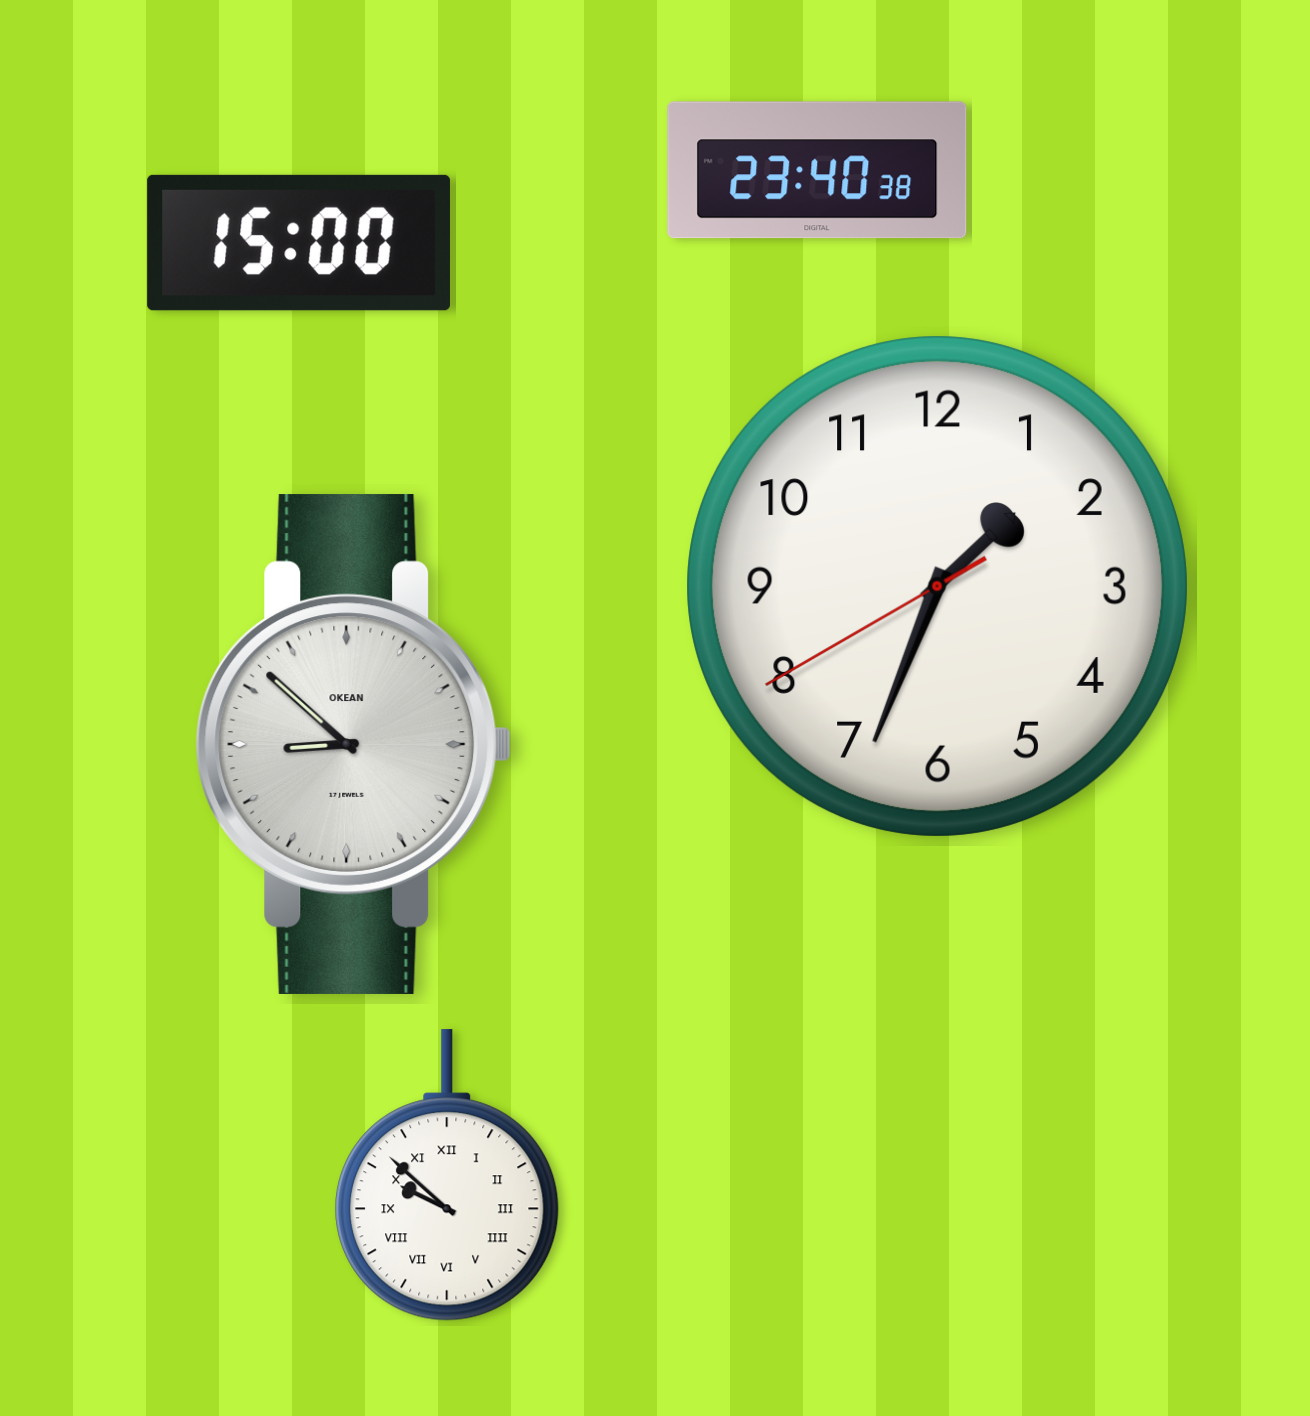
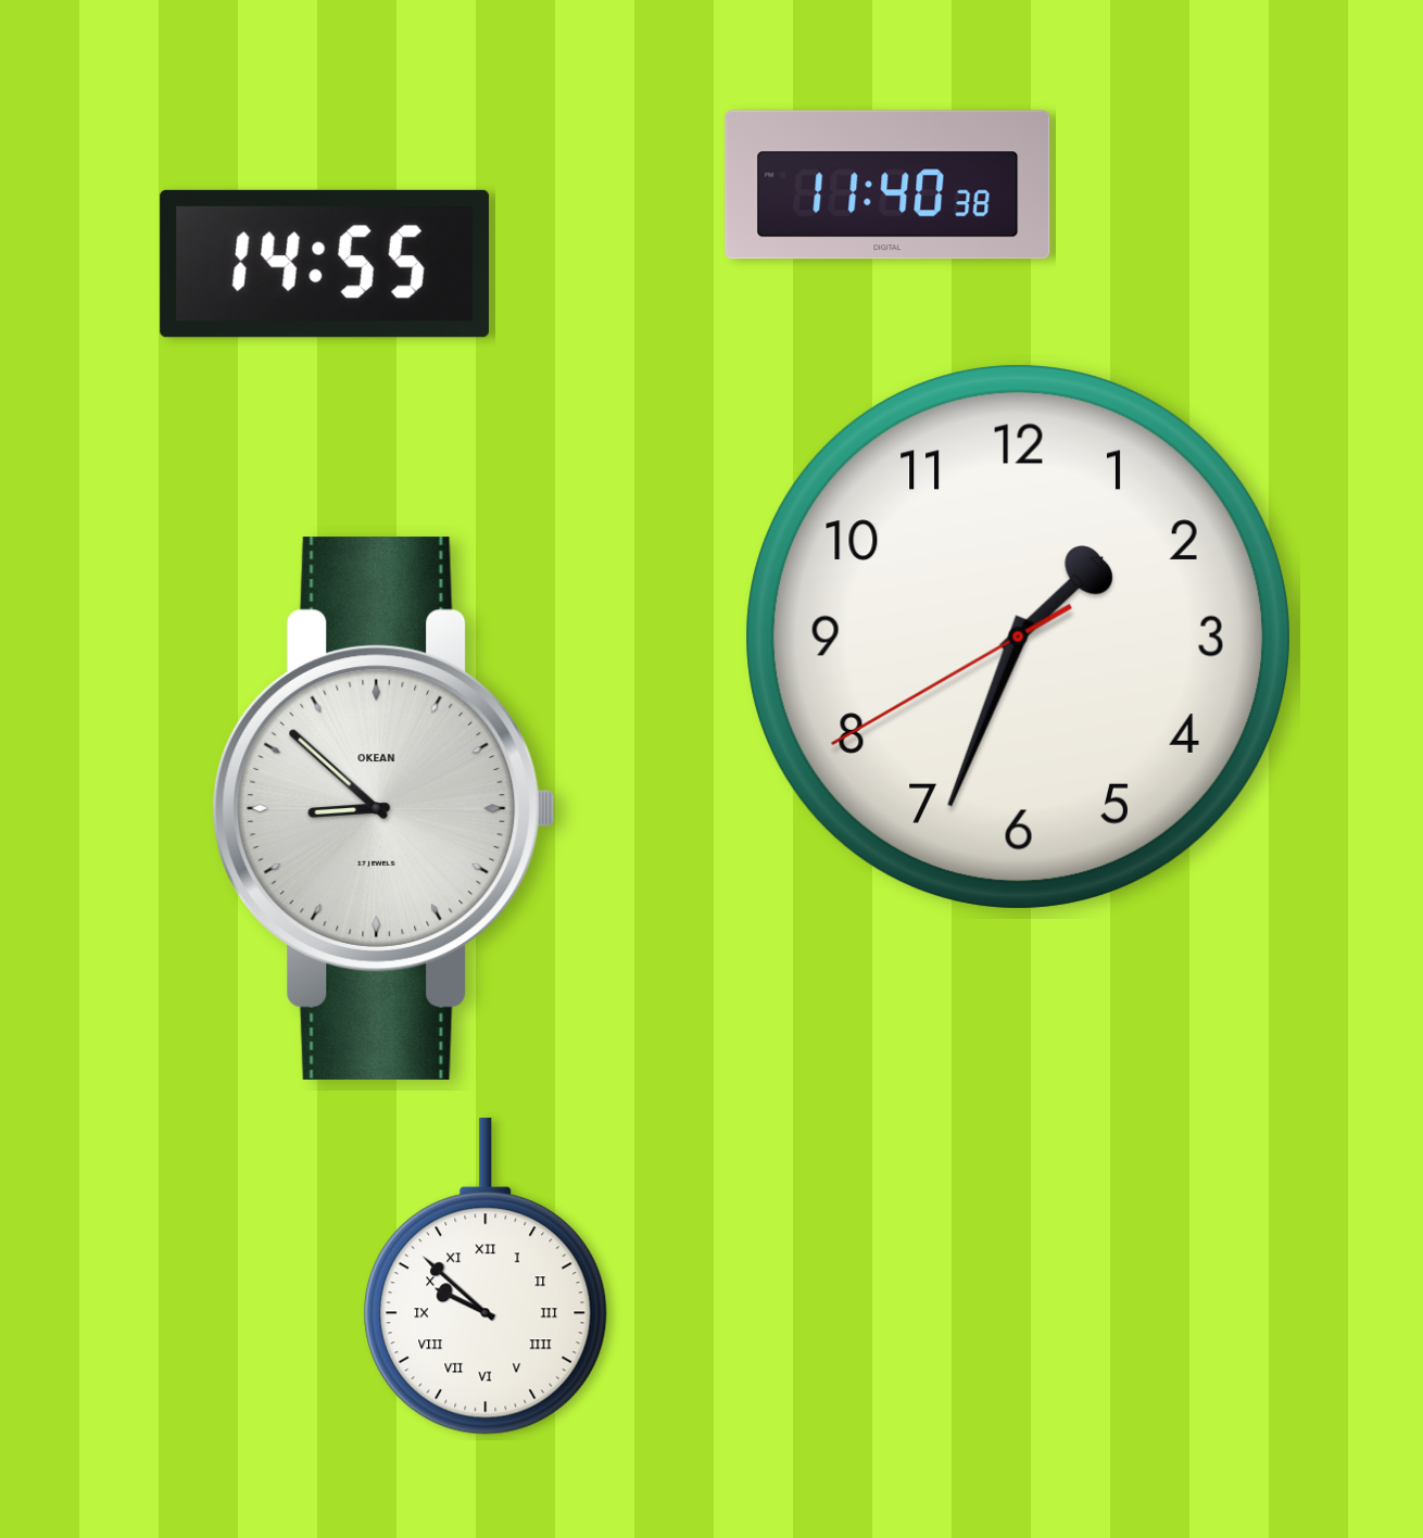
clock at (817, 170): 23:40 -> 11:40
clock at (299, 243): 15:00 -> 14:55
